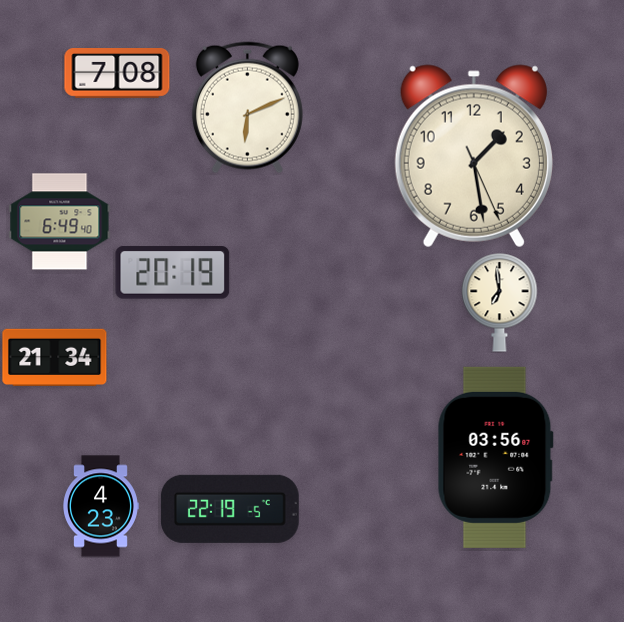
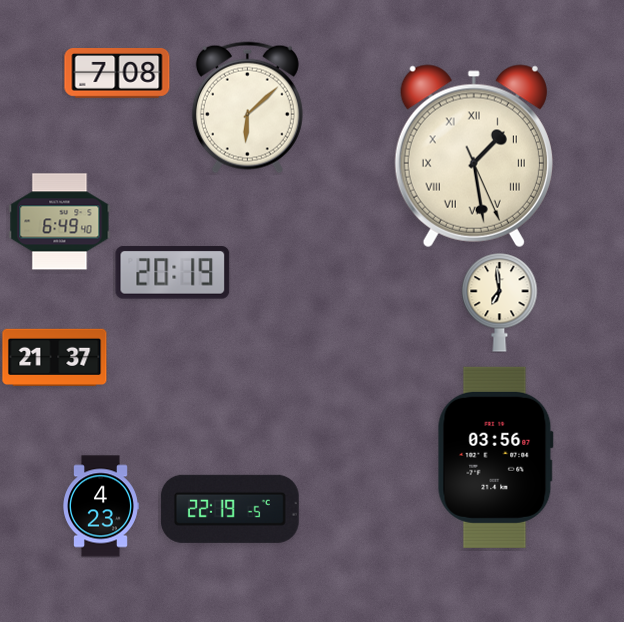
clock at (247, 108): 6:11 -> 6:08
clock at (474, 156) numerals: Arabic -> Roman
clock at (55, 358): 21:34 -> 21:37
